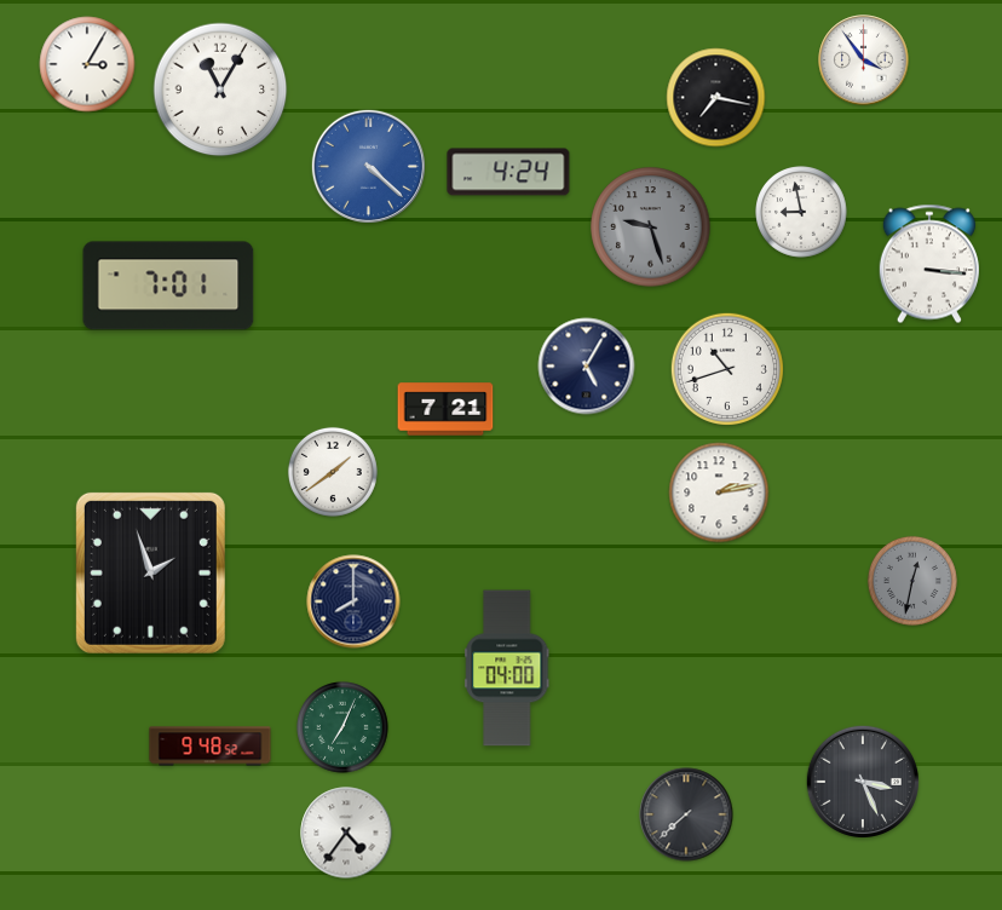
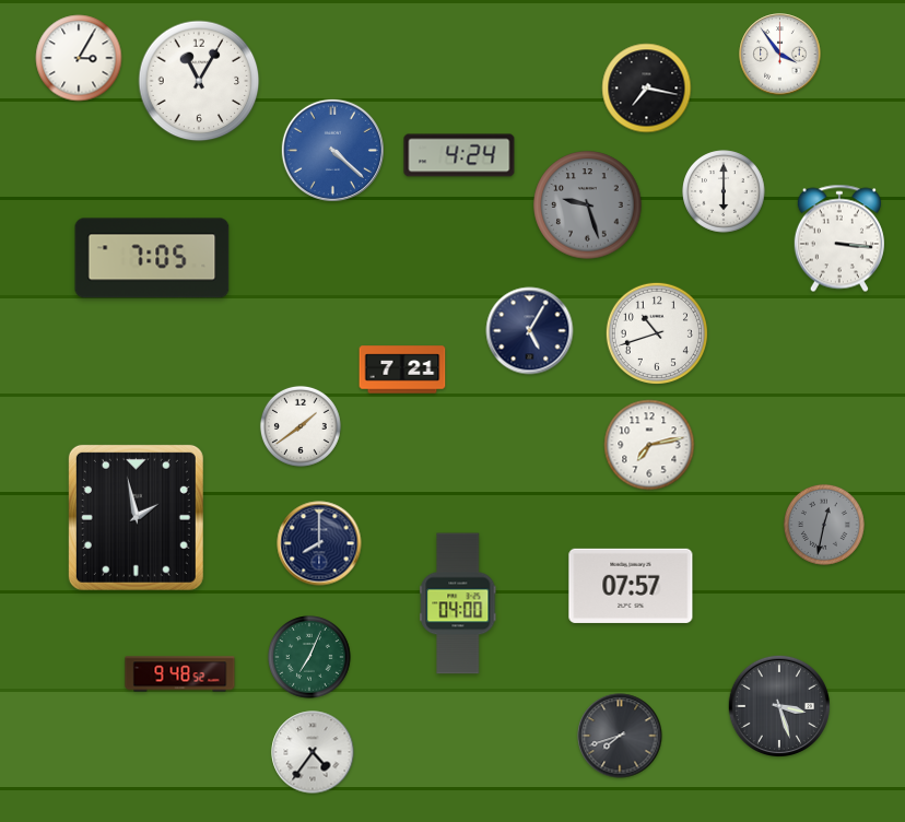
clock at (801, 212): 8:58 -> 6:00
clock at (168, 286): 7:01 -> 7:05
clock at (719, 493): 2:13 -> 7:13
clock at (150, 572): 1:57 -> 1:58
clock at (631, 586): none -> 07:57
clock at (211, 747) position: (211, 747) -> (180, 674)
clock at (862, 781): 3:26 -> 3:27
clock at (686, 814): 7:38 -> 7:42
